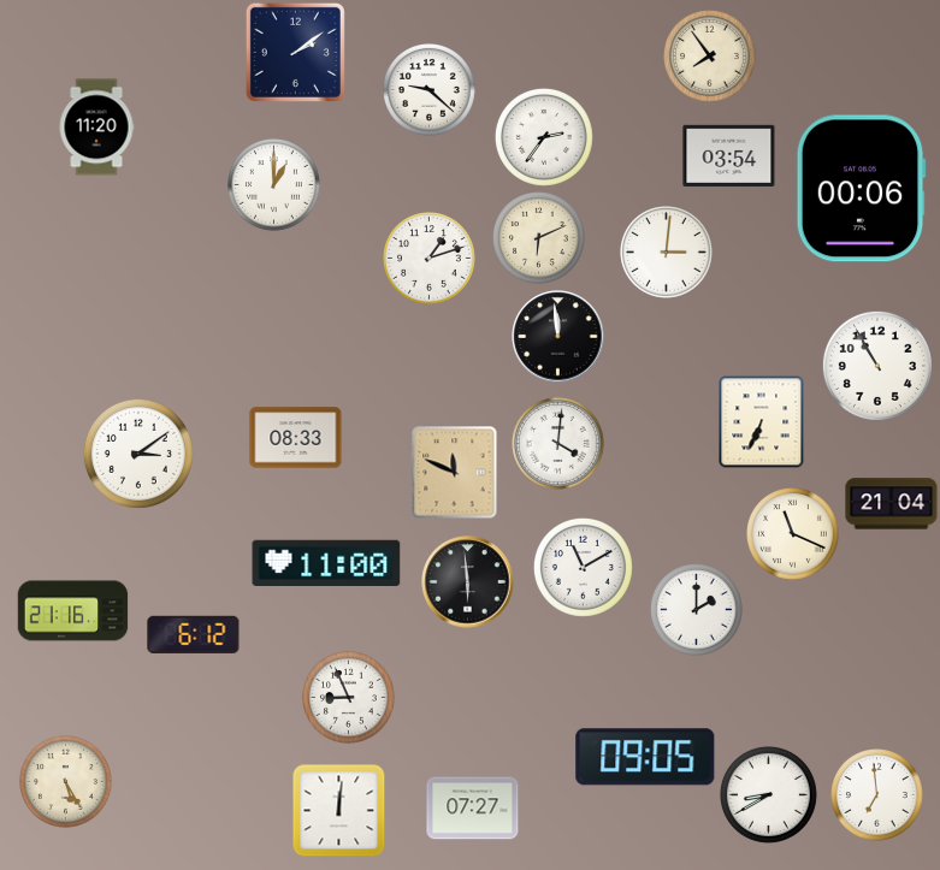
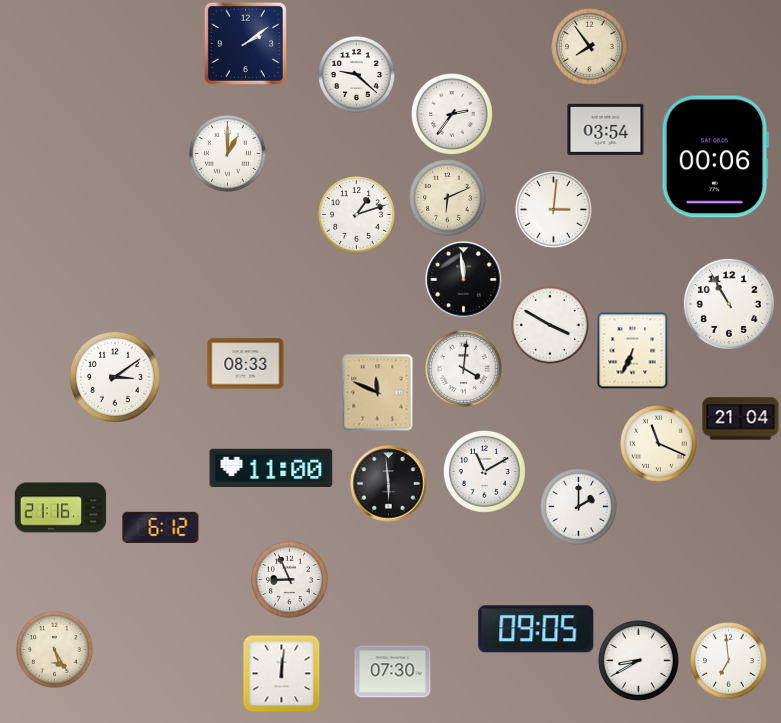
clock at (96, 128): 11:20 -> none
clock at (551, 326): none -> 3:50
clock at (473, 809): 07:27 -> 07:30
